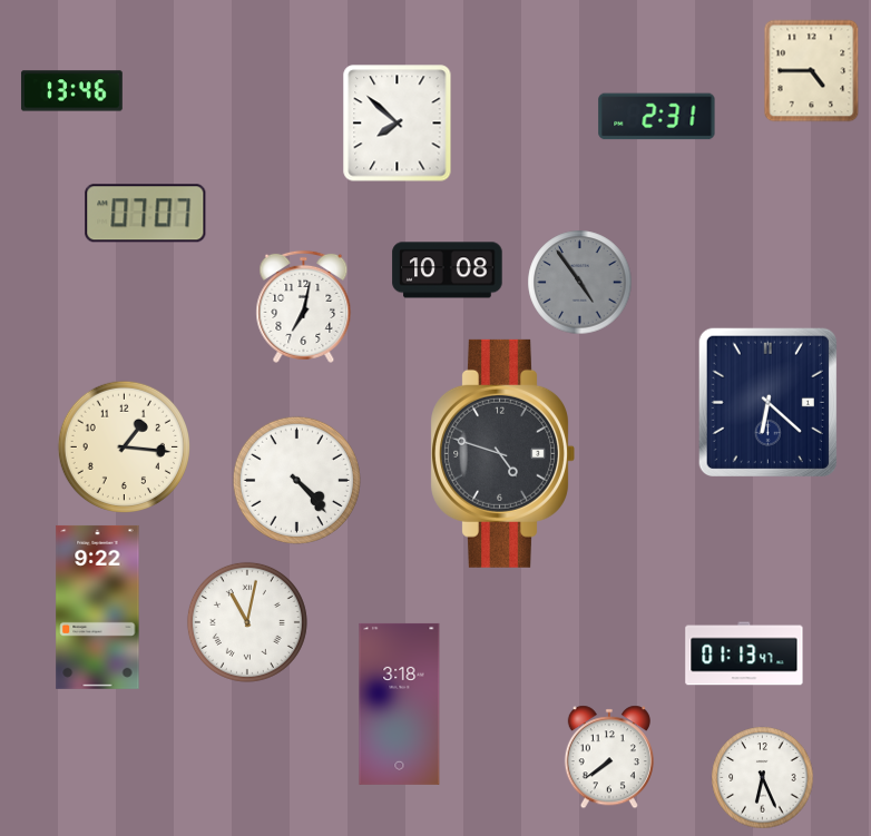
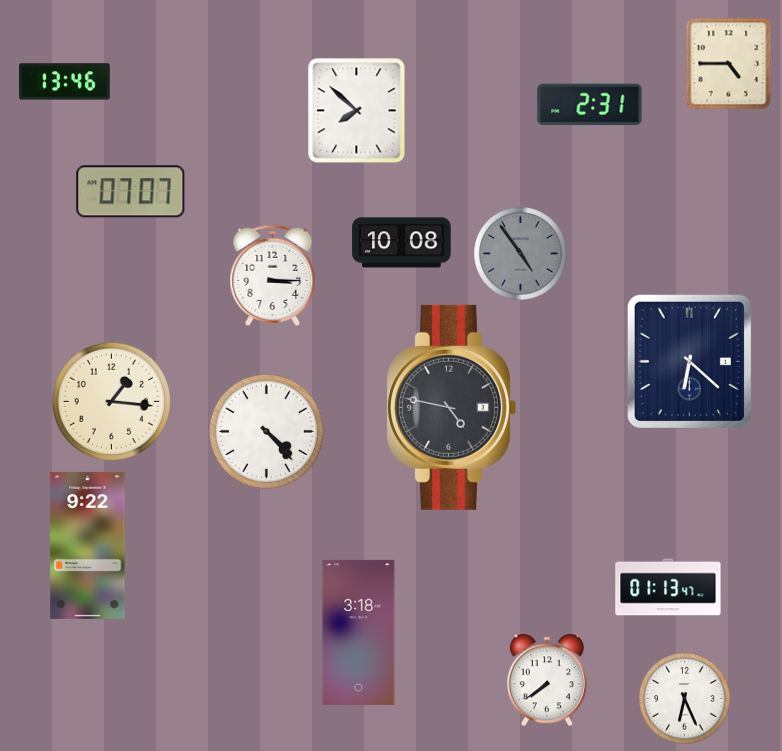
clock at (304, 306): 7:02 -> 3:15
clock at (502, 453): 4:48 -> 4:47
clock at (247, 622): 11:02 -> none
